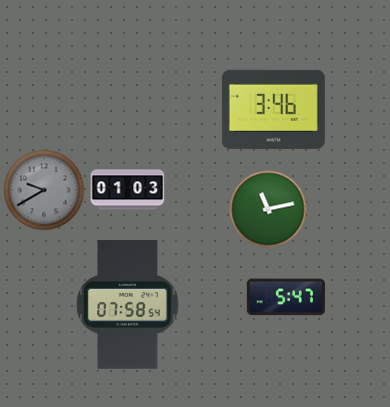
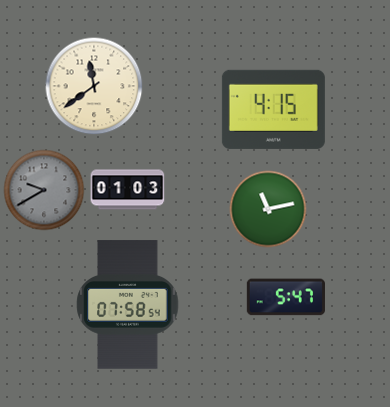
clock at (94, 86): none -> 11:39
clock at (273, 109): 3:46 -> 4:15
